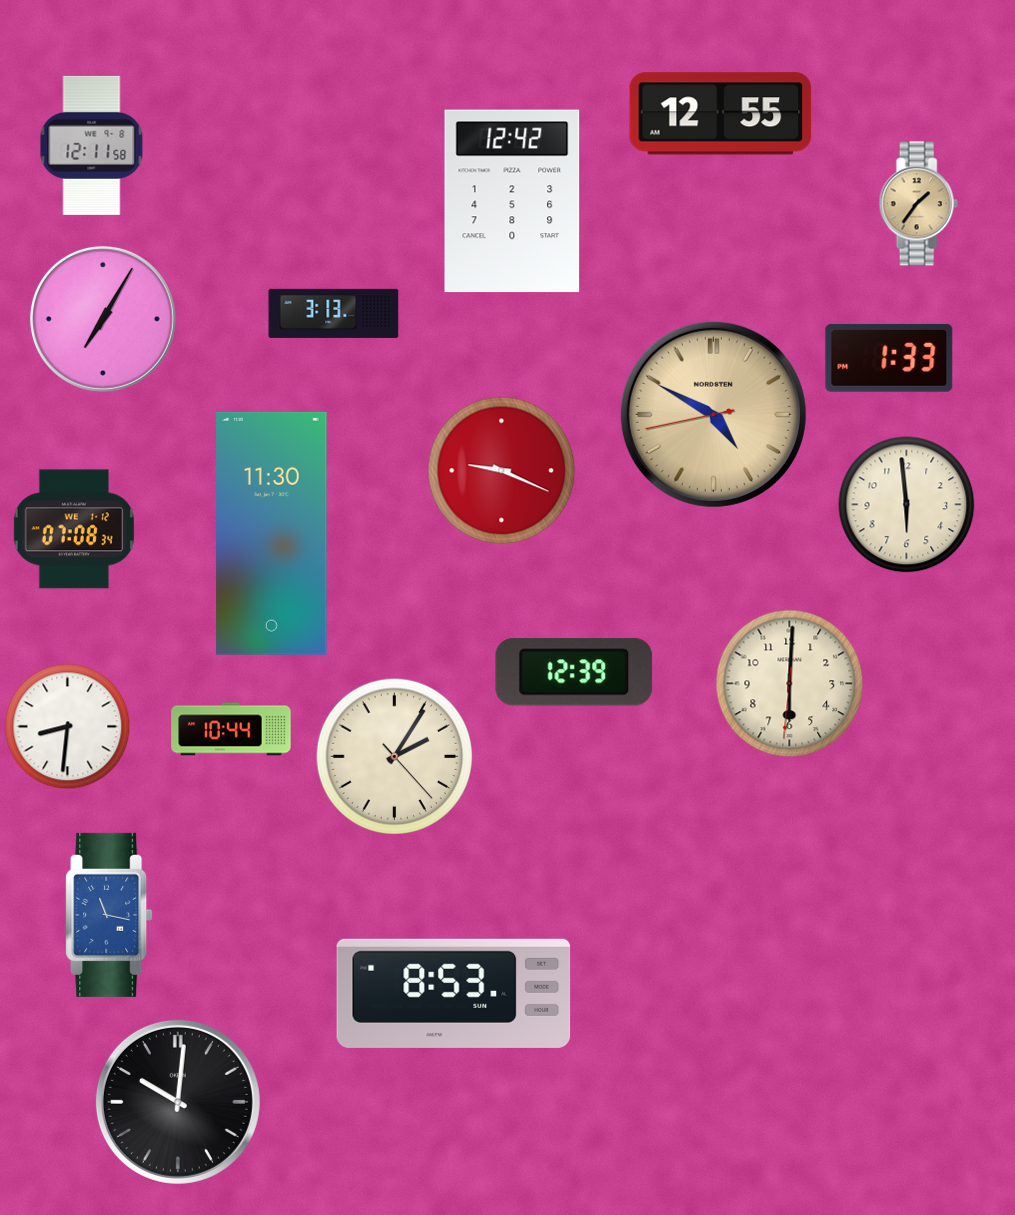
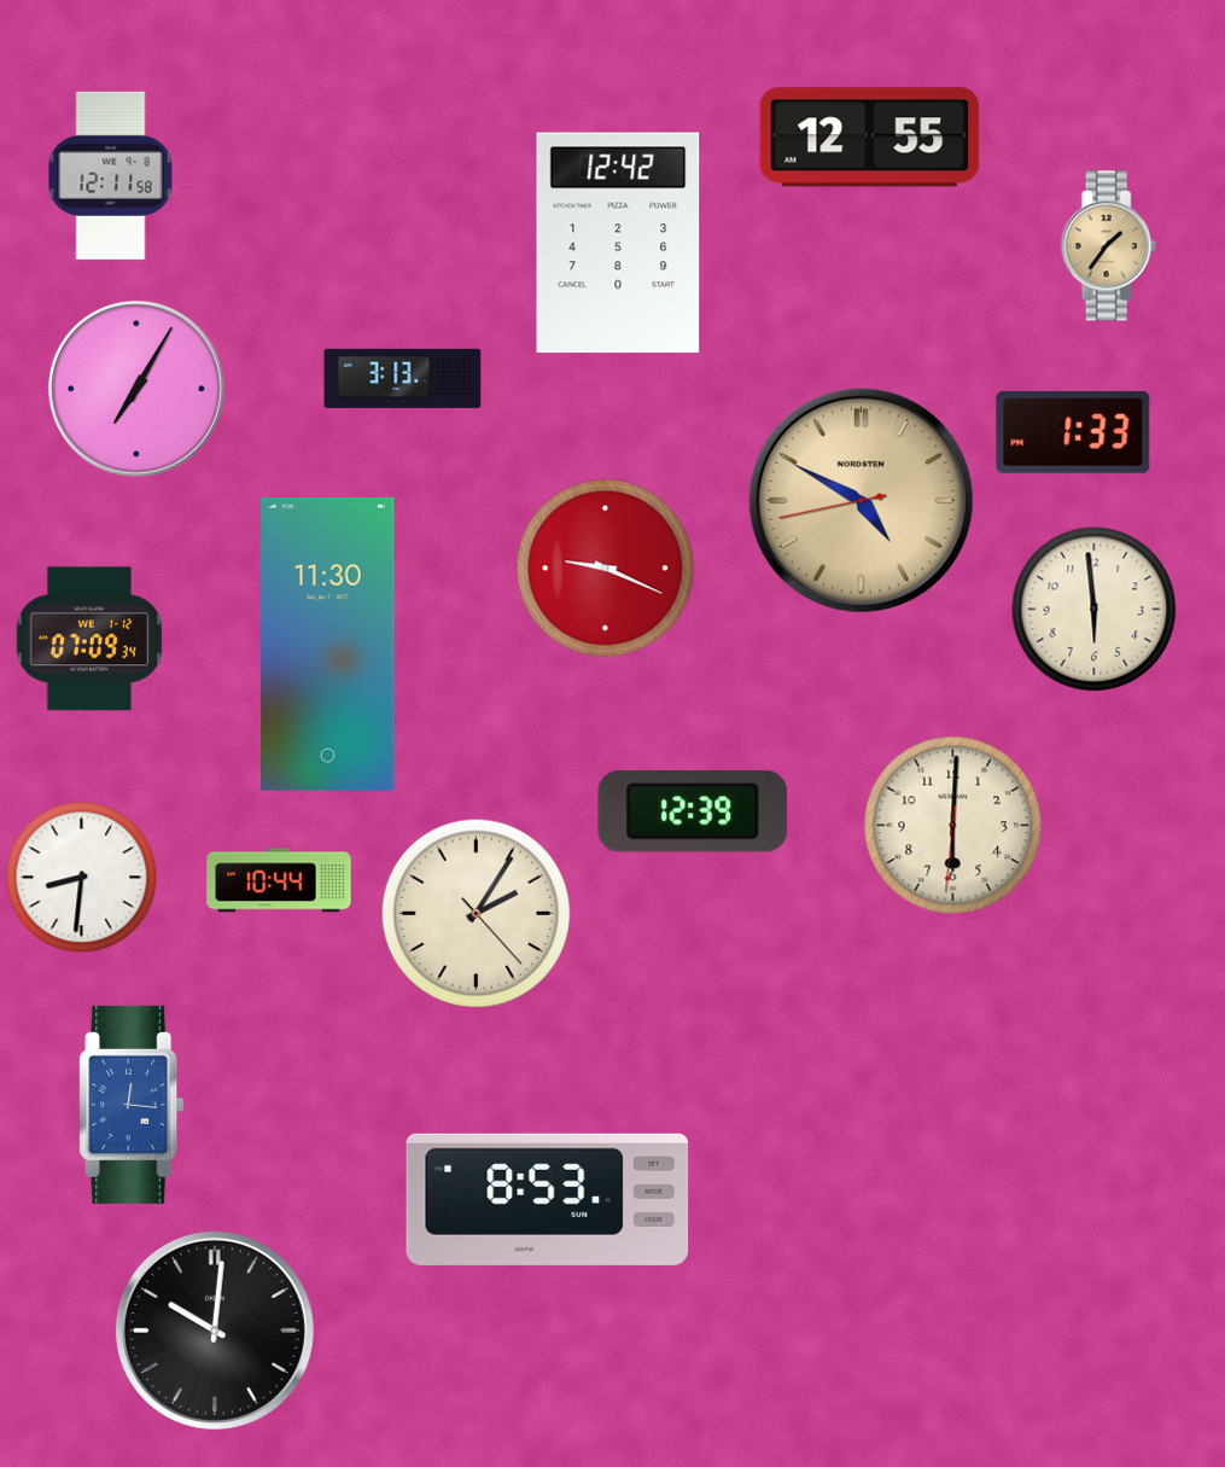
clock at (103, 319) position: (103, 319) -> (136, 389)
clock at (74, 529): 07:08 -> 07:09
clock at (109, 915): 11:17 -> 12:16
